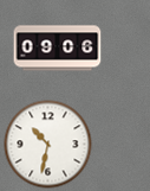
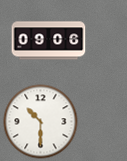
clock at (48, 145): 10:32 -> 10:30
